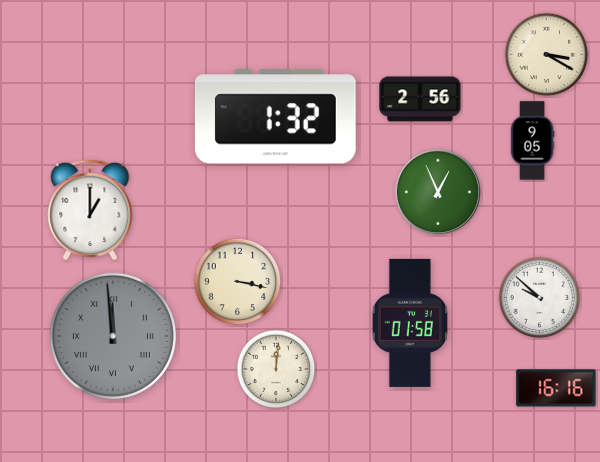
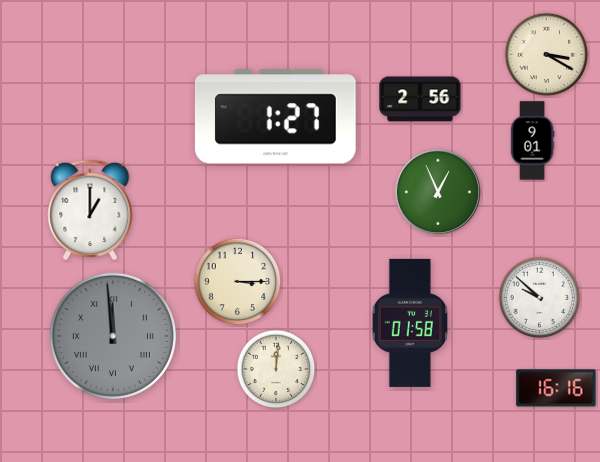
clock at (275, 117): 1:32 -> 1:27
clock at (532, 141): 9:05 -> 9:01
clock at (238, 282): 3:17 -> 3:15
